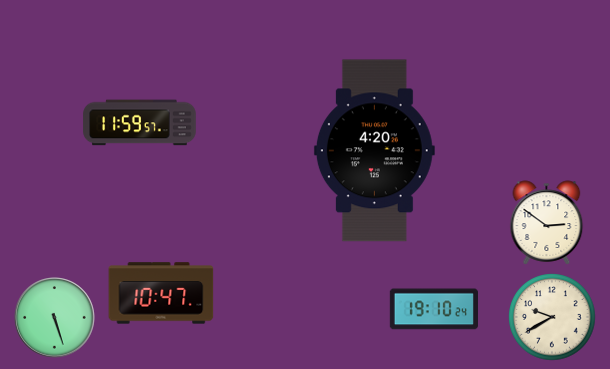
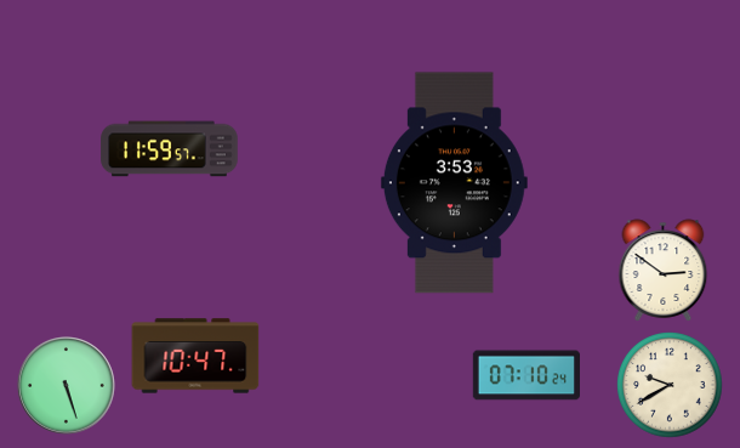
clock at (374, 151): 4:20 -> 3:53
clock at (433, 309): 19:10 -> 07:10
